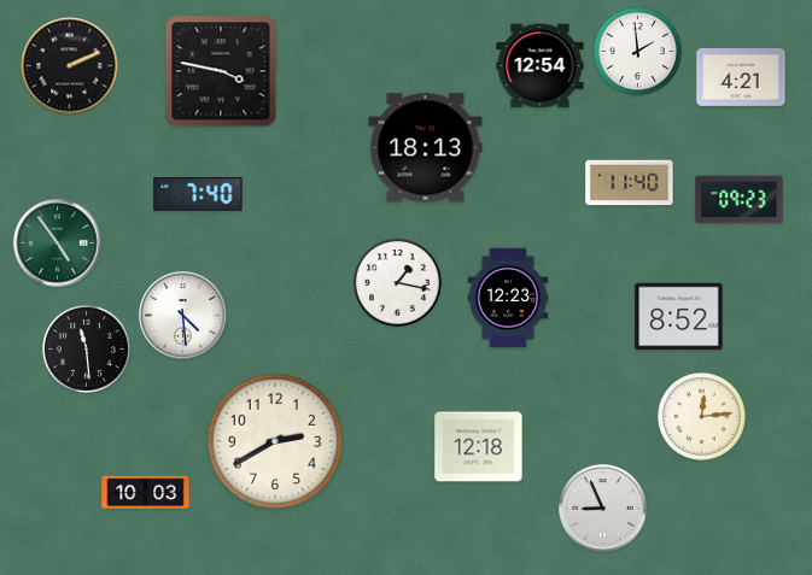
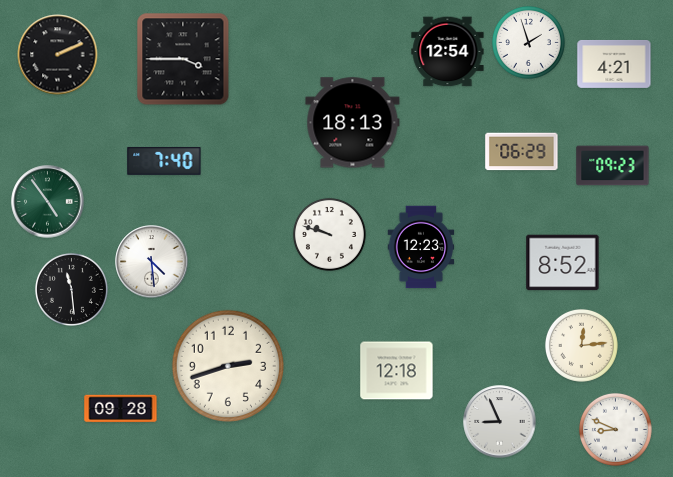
clock at (637, 51): 1:59 -> 1:57
clock at (541, 66) position: (541, 66) -> (448, 52)
clock at (221, 71): 3:47 -> 3:45
clock at (630, 183): 11:40 -> 06:29
clock at (397, 282): 1:17 -> 9:48
clock at (274, 440): 2:40 -> 2:42
clock at (146, 493): 10:03 -> 09:28
clock at (615, 429): none -> 8:49
